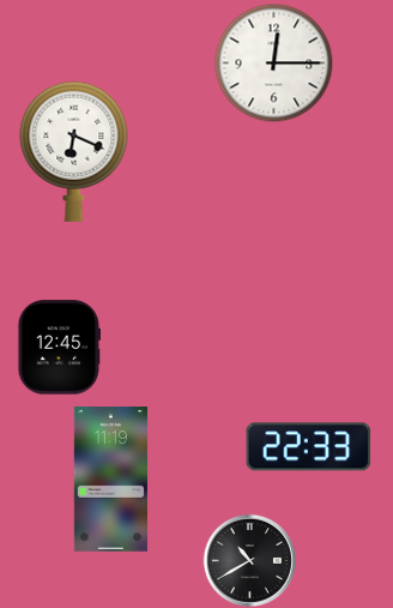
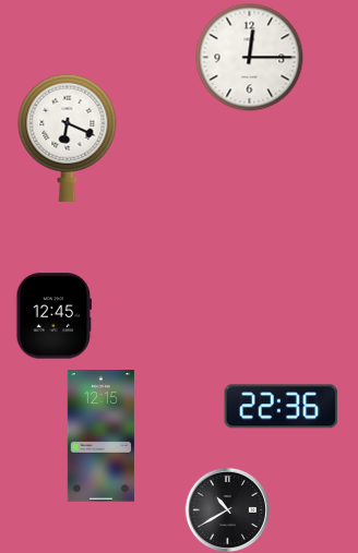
clock at (309, 447): 22:33 -> 22:36
clock at (110, 480): 11:19 -> 12:15
